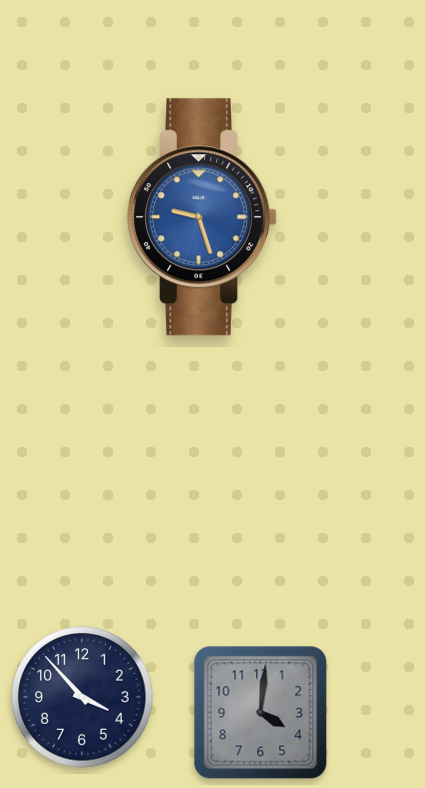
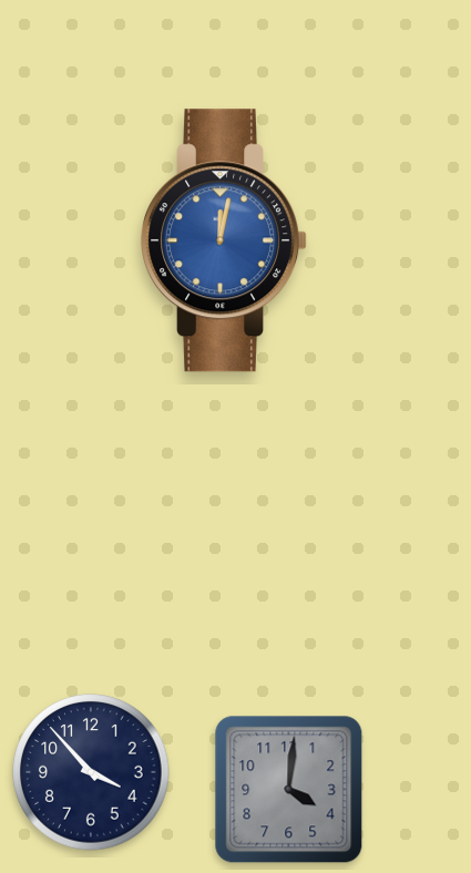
clock at (203, 217): 9:27 -> 12:02
